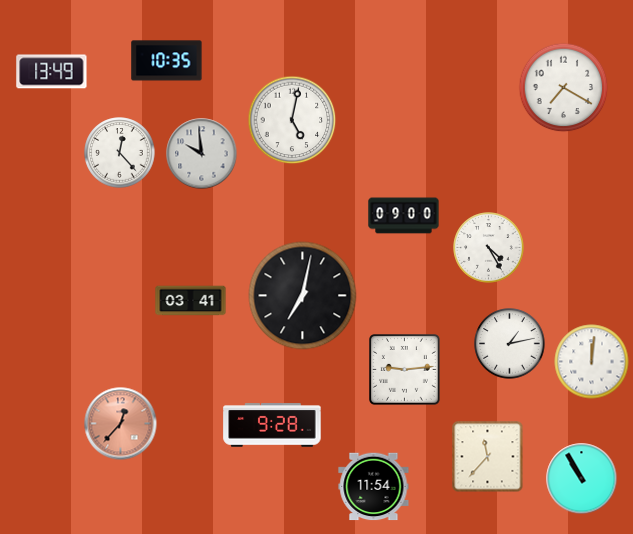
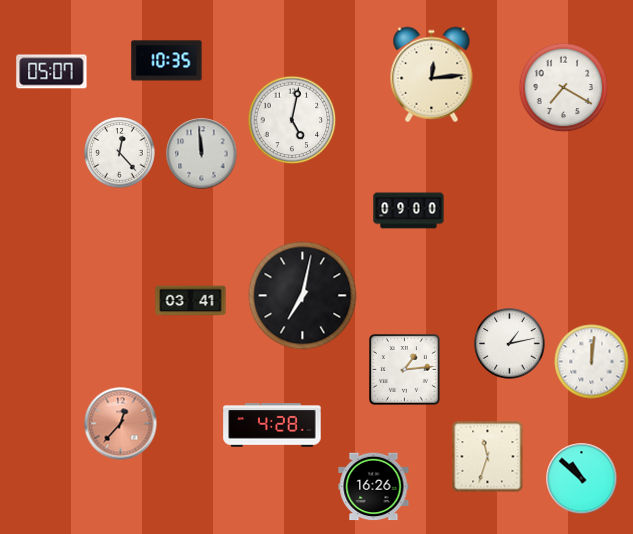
clock at (52, 72): 13:49 -> 05:07
clock at (432, 75): none -> 12:14
clock at (202, 154): 9:59 -> 11:59
clock at (404, 216) position: (404, 216) -> (409, 211)
clock at (489, 248): 4:25 -> none
clock at (405, 370): 9:14 -> 1:14
clock at (272, 425): 9:28 -> 4:28
clock at (488, 457): 11:37 -> 11:33
clock at (582, 479): 10:55 -> 10:52
clock at (374, 487): 11:54 -> 16:26
